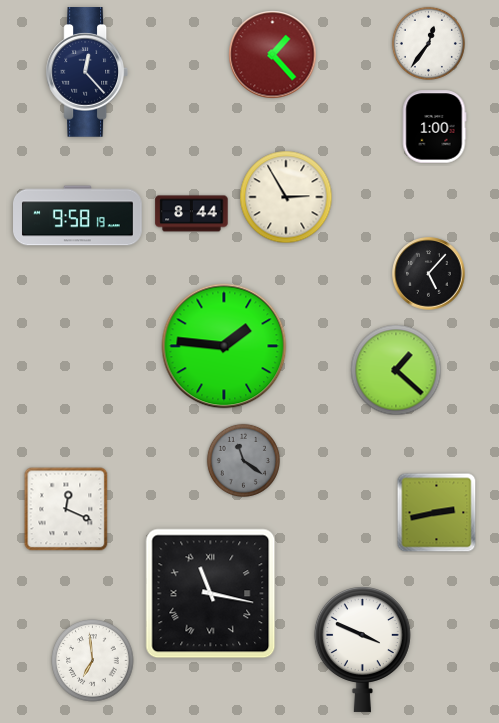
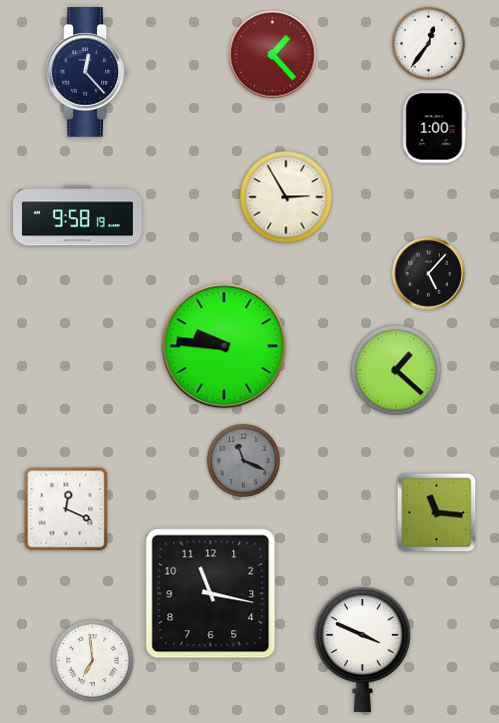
clock at (192, 214): 8:44 -> none
clock at (224, 346): 1:46 -> 9:46
clock at (243, 460): 11:21 -> 11:19
clock at (437, 513): 2:43 -> 11:16
clock at (211, 594) numerals: Roman -> Arabic
